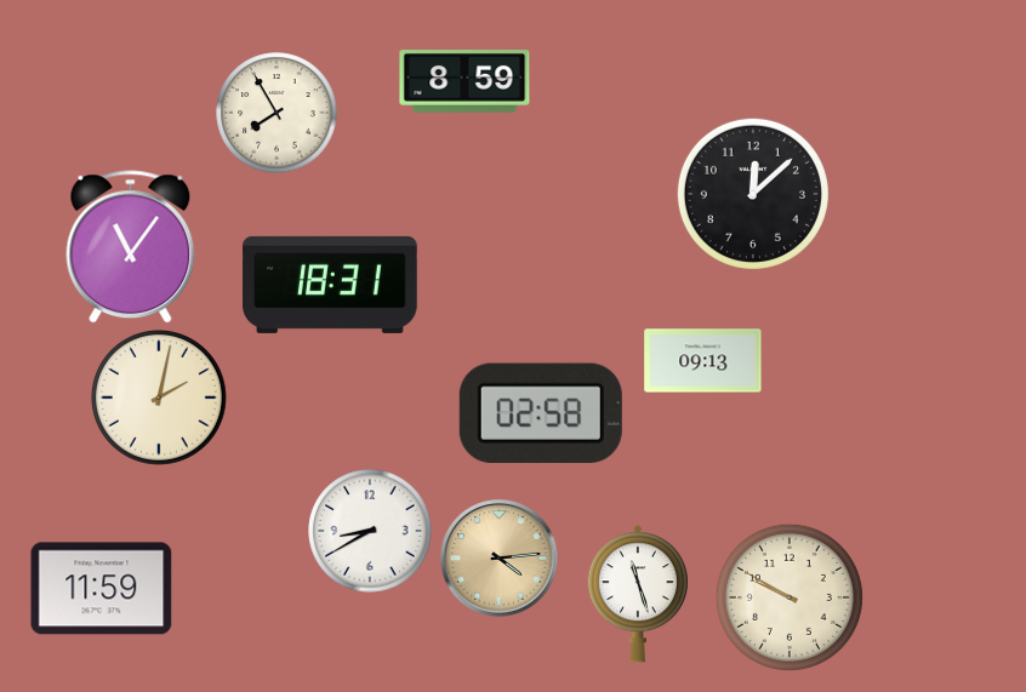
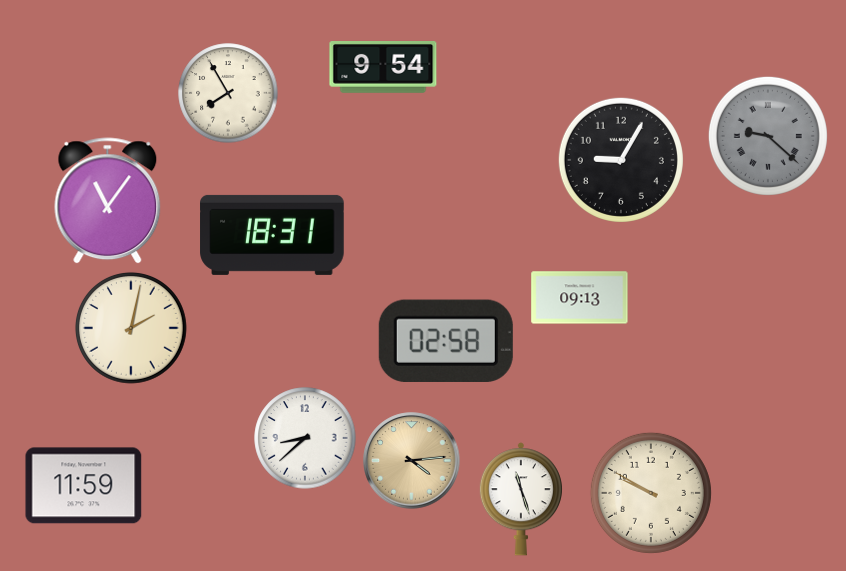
clock at (464, 82): 8:59 -> 9:54
clock at (768, 136): none -> 9:22
clock at (753, 194): 12:08 -> 9:05
clock at (131, 247) position: (131, 247) -> (108, 201)
clock at (370, 531): 8:40 -> 8:38
clock at (638, 594) position: (638, 594) -> (521, 499)
